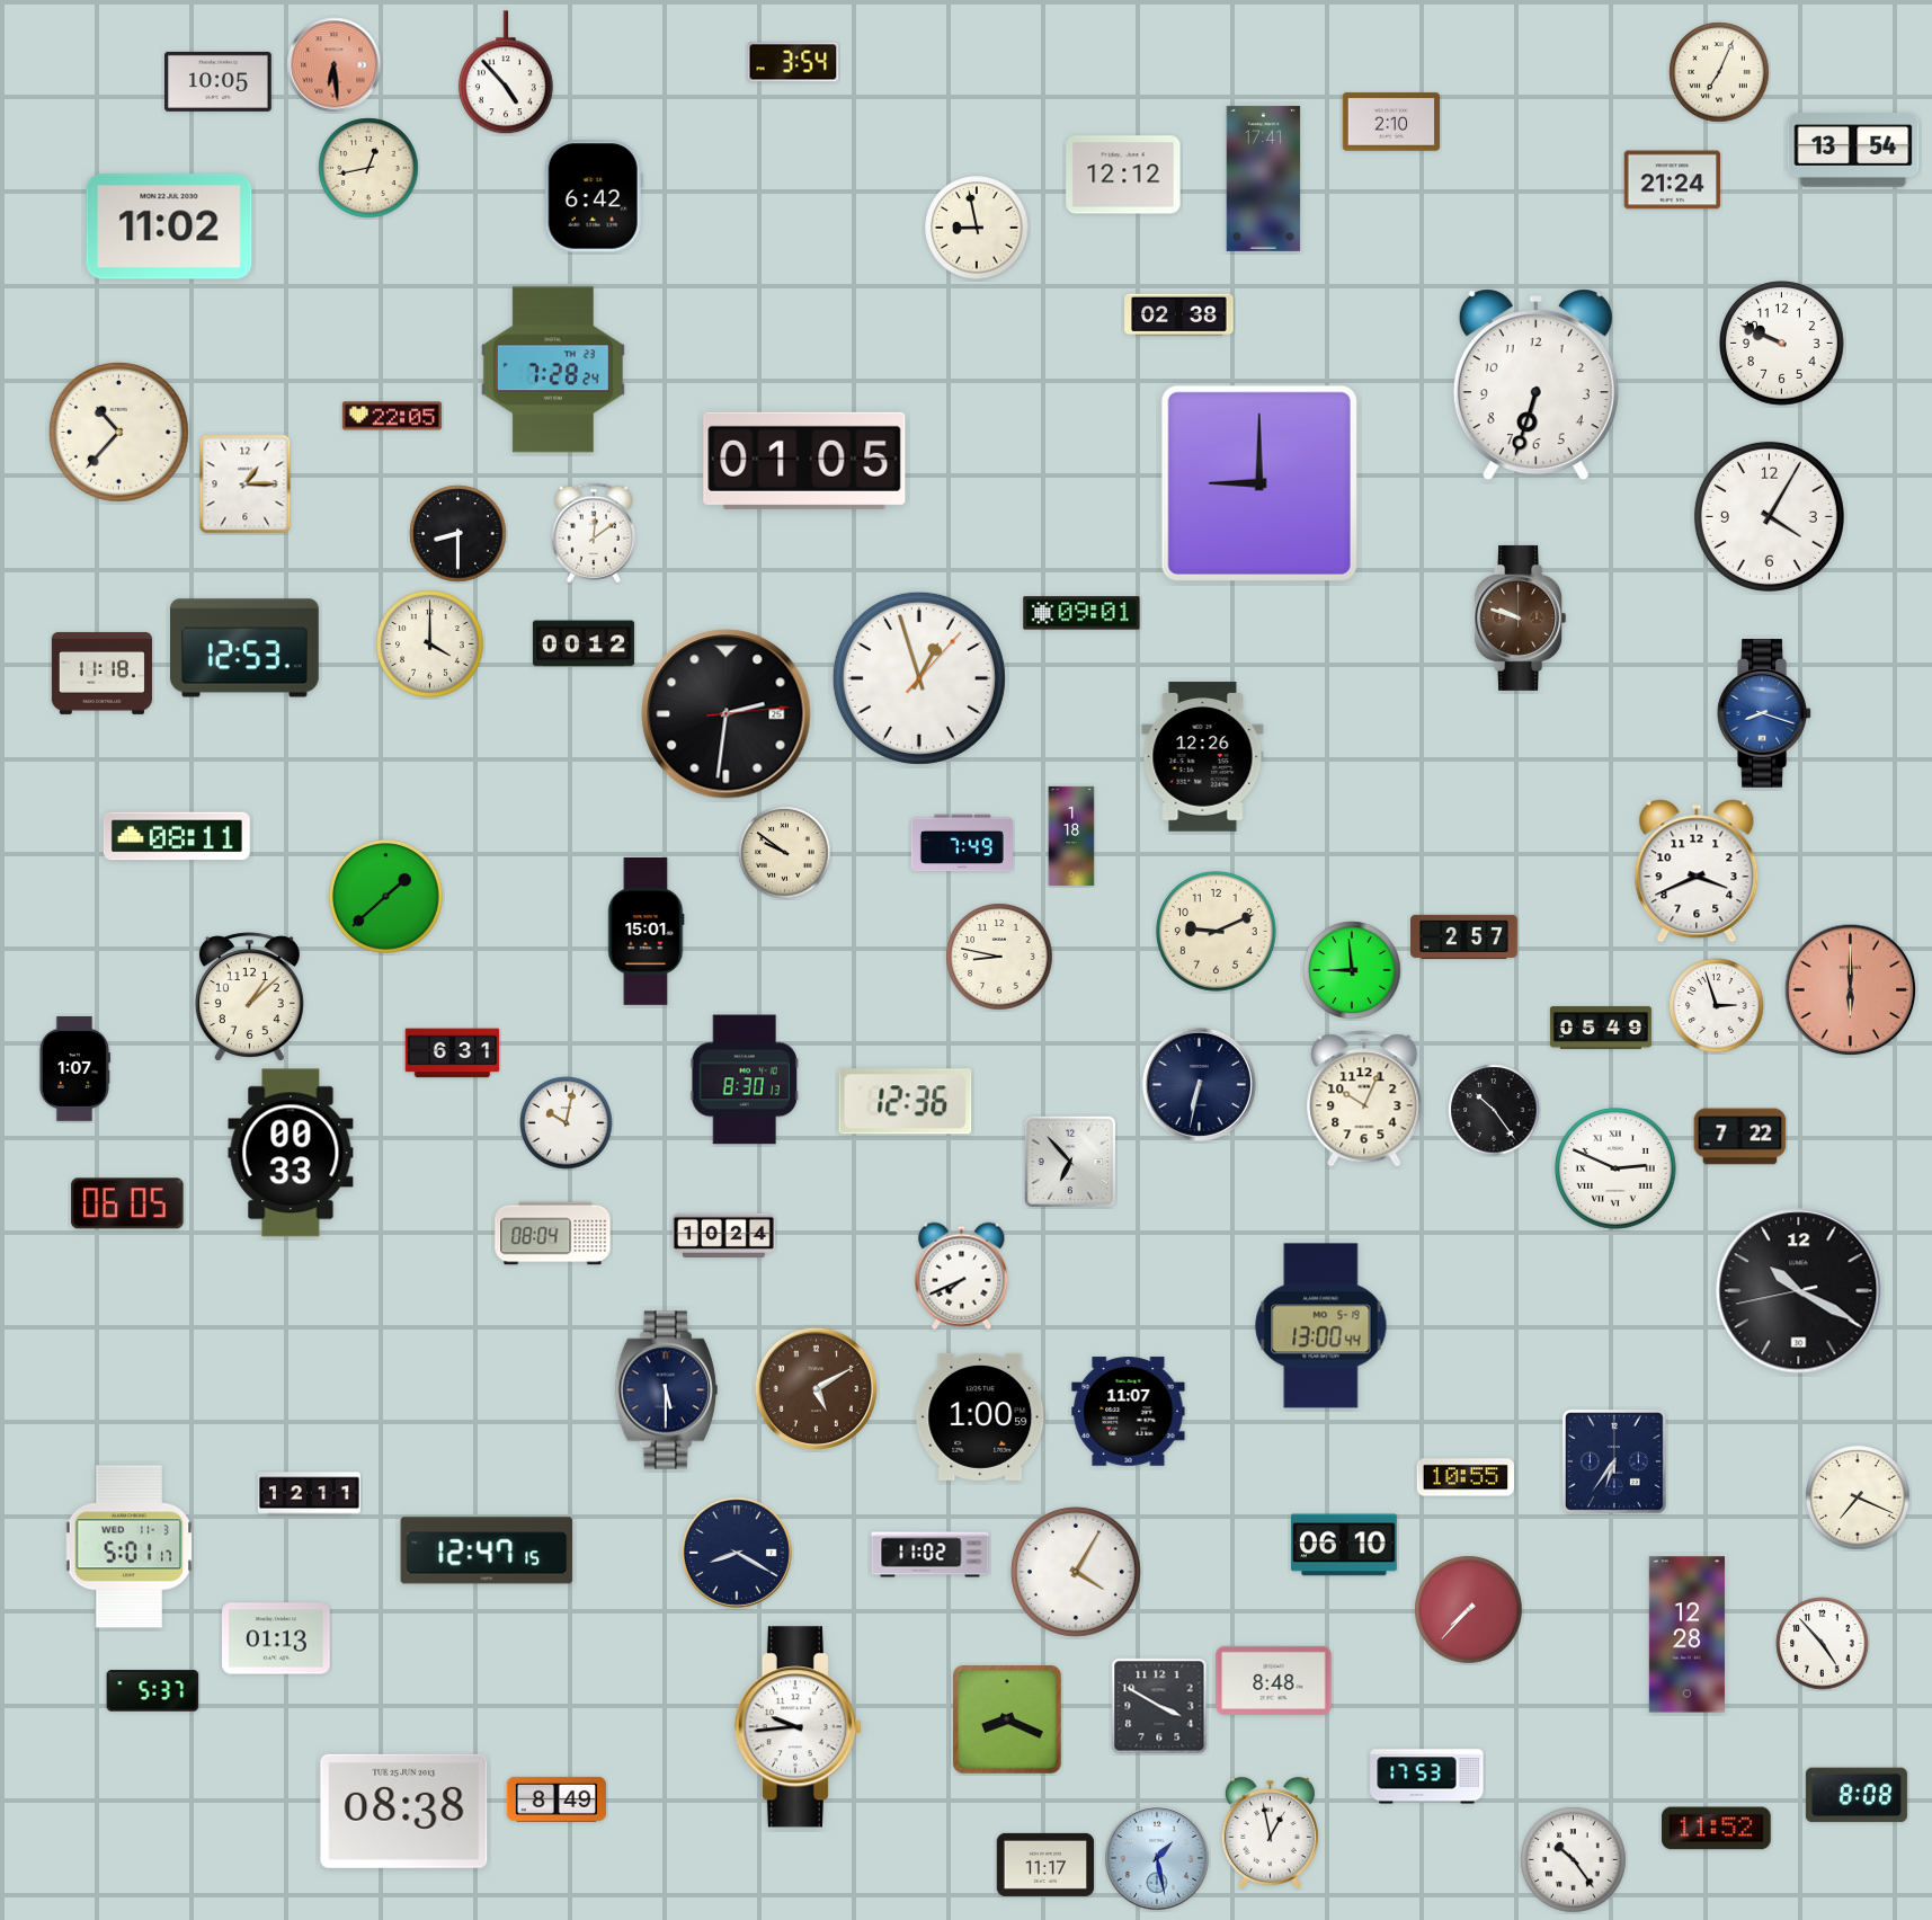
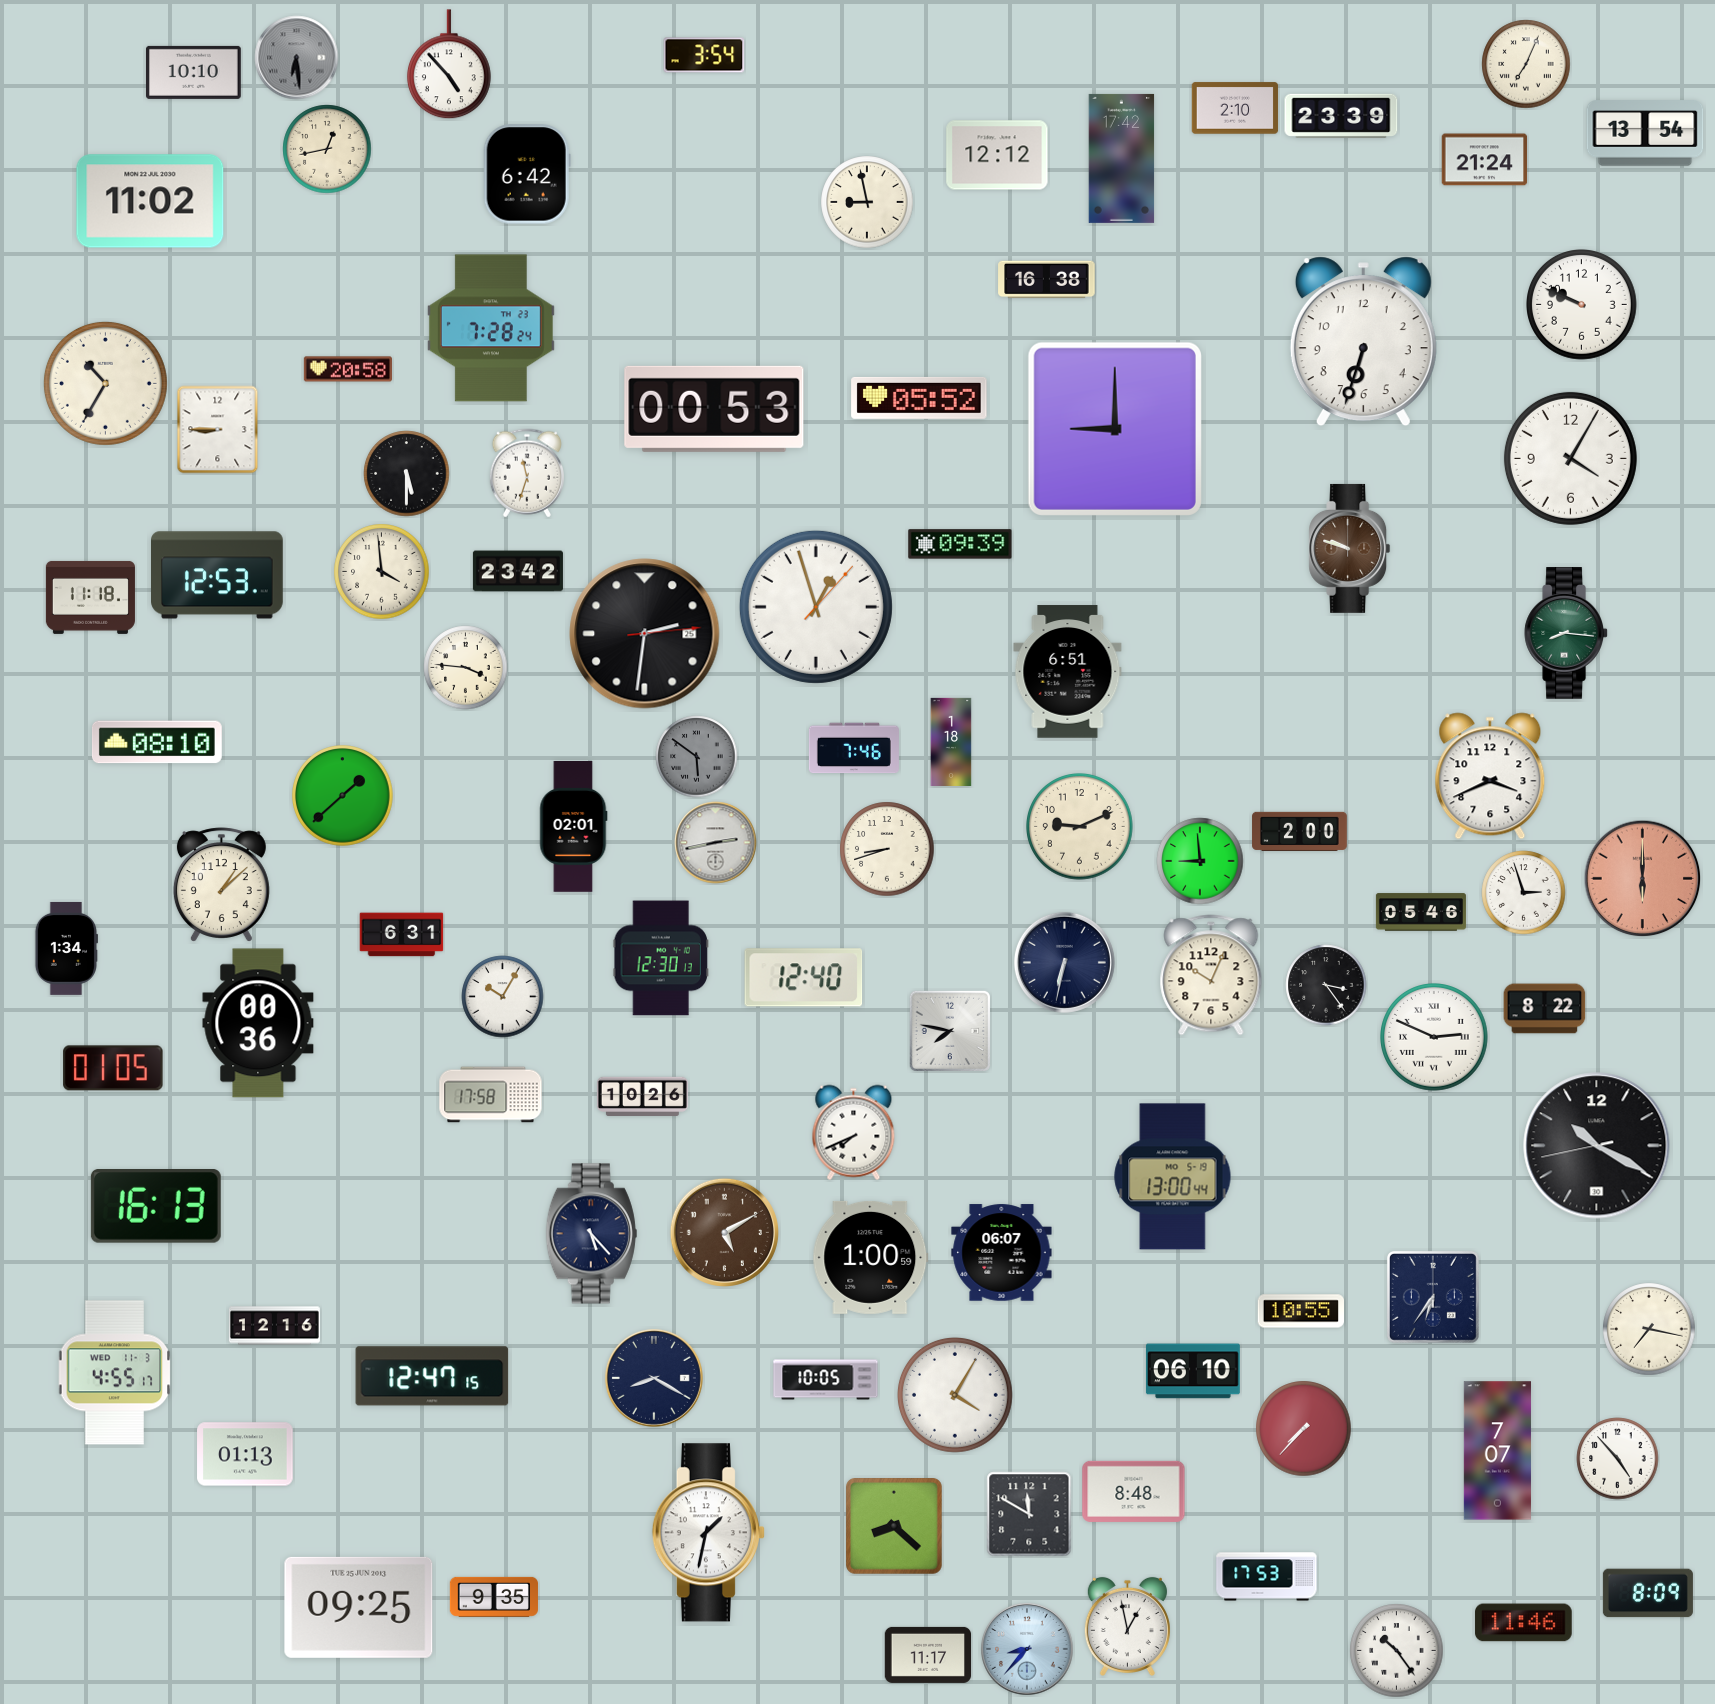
clock at (335, 65) dial: salmon -> grey
clock at (219, 81): 10:05 -> 10:10
clock at (1341, 116): none -> 23:39
clock at (1264, 178): 17:41 -> 17:42
clock at (1179, 315): 02:38 -> 16:38
clock at (392, 416): 22:05 -> 20:58
clock at (118, 432): 10:37 -> 10:35
clock at (919, 398): none -> 05:52
clock at (804, 461): 01:05 -> 00:53
clock at (1259, 483) position: (1259, 483) -> (1115, 429)
clock at (246, 485): 1:15 -> 8:45
clock at (594, 533): 12:09 -> 11:33
clock at (458, 534): 8:30 -> 5:30
clock at (1081, 613): 09:01 -> 09:39
clock at (584, 643): 00:12 -> 23:42
clock at (430, 645): 4:00 -> 3:59
clock at (919, 678) position: (919, 678) -> (816, 607)
clock at (1764, 714): 8:18 -> 8:16
clock at (1764, 714) dial: blue -> green
clock at (466, 668): none -> 3:46
clock at (1203, 757): 12:26 -> 6:51
clock at (177, 836): 08:11 -> 08:10
clock at (962, 843): 7:49 -> 7:46
clock at (785, 853): 9:51 -> 5:51
clock at (785, 853) dial: cream -> grey
clock at (1697, 871) position: (1697, 871) -> (1490, 776)
clock at (647, 932): 15:01 -> 02:01
clock at (1464, 936): 2:57 -> 2:00
clock at (716, 843): none -> 2:43
clock at (999, 957): 8:47 -> 8:42
clock at (1601, 1028): 05:49 -> 05:46
clock at (74, 1068): 1:07 -> 1:34
clock at (744, 1079): 8:30 -> 12:30
clock at (906, 1102): 12:36 -> 12:40
clock at (1494, 1110): 10:24 -> 3:24
clock at (567, 1123): 10:02 -> 10:05
clock at (1740, 1137): 7:22 -> 8:22
clock at (291, 1153): 00:33 -> 00:36
clock at (1069, 1161): 6:53 -> 7:47
clock at (127, 1203): 06:05 -> 01:05
clock at (553, 1234): 08:04 -> 17:58
clock at (723, 1235): 10:24 -> 10:26
clock at (156, 1207): none -> 16:13
clock at (666, 1390): 5:30 -> 5:23
clock at (1129, 1412): 11:07 -> 06:07
clock at (309, 1494): 12:11 -> 12:16
clock at (1858, 1497): 7:19 -> 7:17
clock at (130, 1547): 5:01 -> 4:55
clock at (931, 1555): 11:02 -> 10:05
clock at (1686, 1635): 12:28 -> 7:07
clock at (1274, 1680) position: (1274, 1680) -> (1134, 1491)
clock at (153, 1691): 5:37 -> none
clock at (1159, 1706): 3:50 -> 11:50
clock at (1007, 1719): 8:19 -> 8:22
clock at (798, 1727): 9:44 -> 1:32
clock at (1857, 1795): 8:08 -> 8:09
clock at (557, 1799): 8:49 -> 9:35
clock at (404, 1811): 08:38 -> 09:25
clock at (1717, 1829): 11:52 -> 11:46
clock at (1157, 1858): 1:28 -> 8:37
